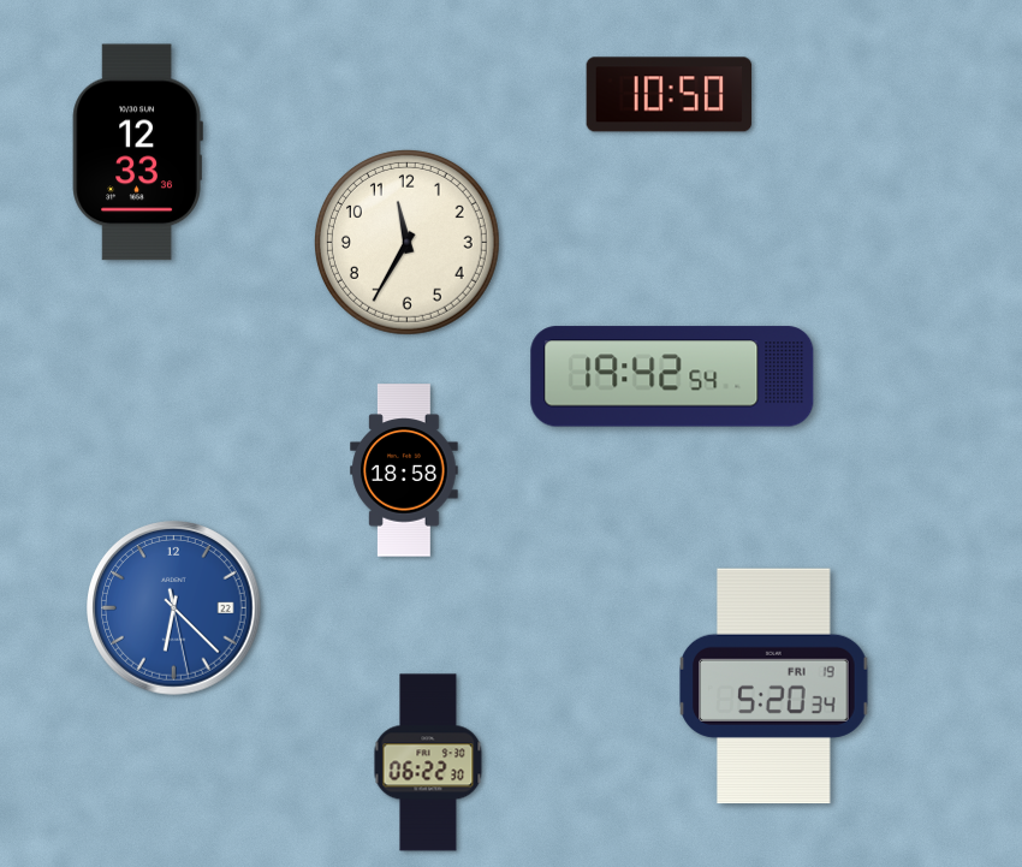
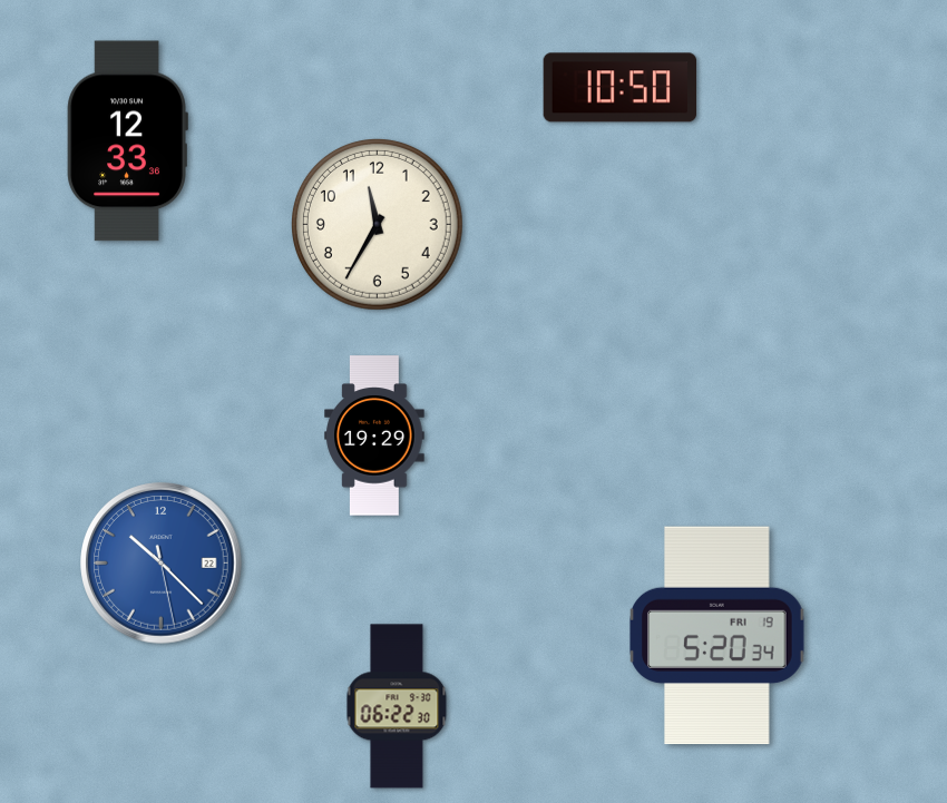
clock at (672, 376): 19:42 -> none
clock at (404, 470): 18:58 -> 19:29
clock at (174, 608): 6:22 -> 10:22
